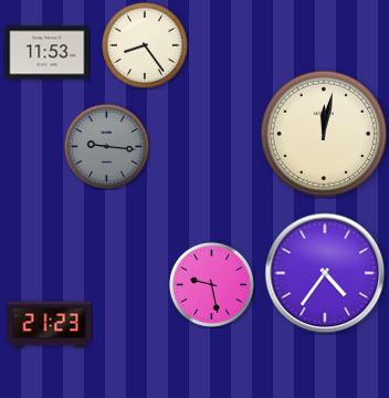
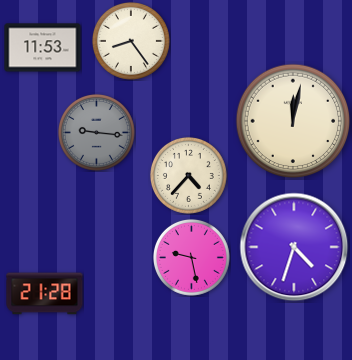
clock at (188, 175): none -> 4:37
clock at (325, 273): 4:36 -> 4:33
clock at (50, 325): 21:23 -> 21:28
